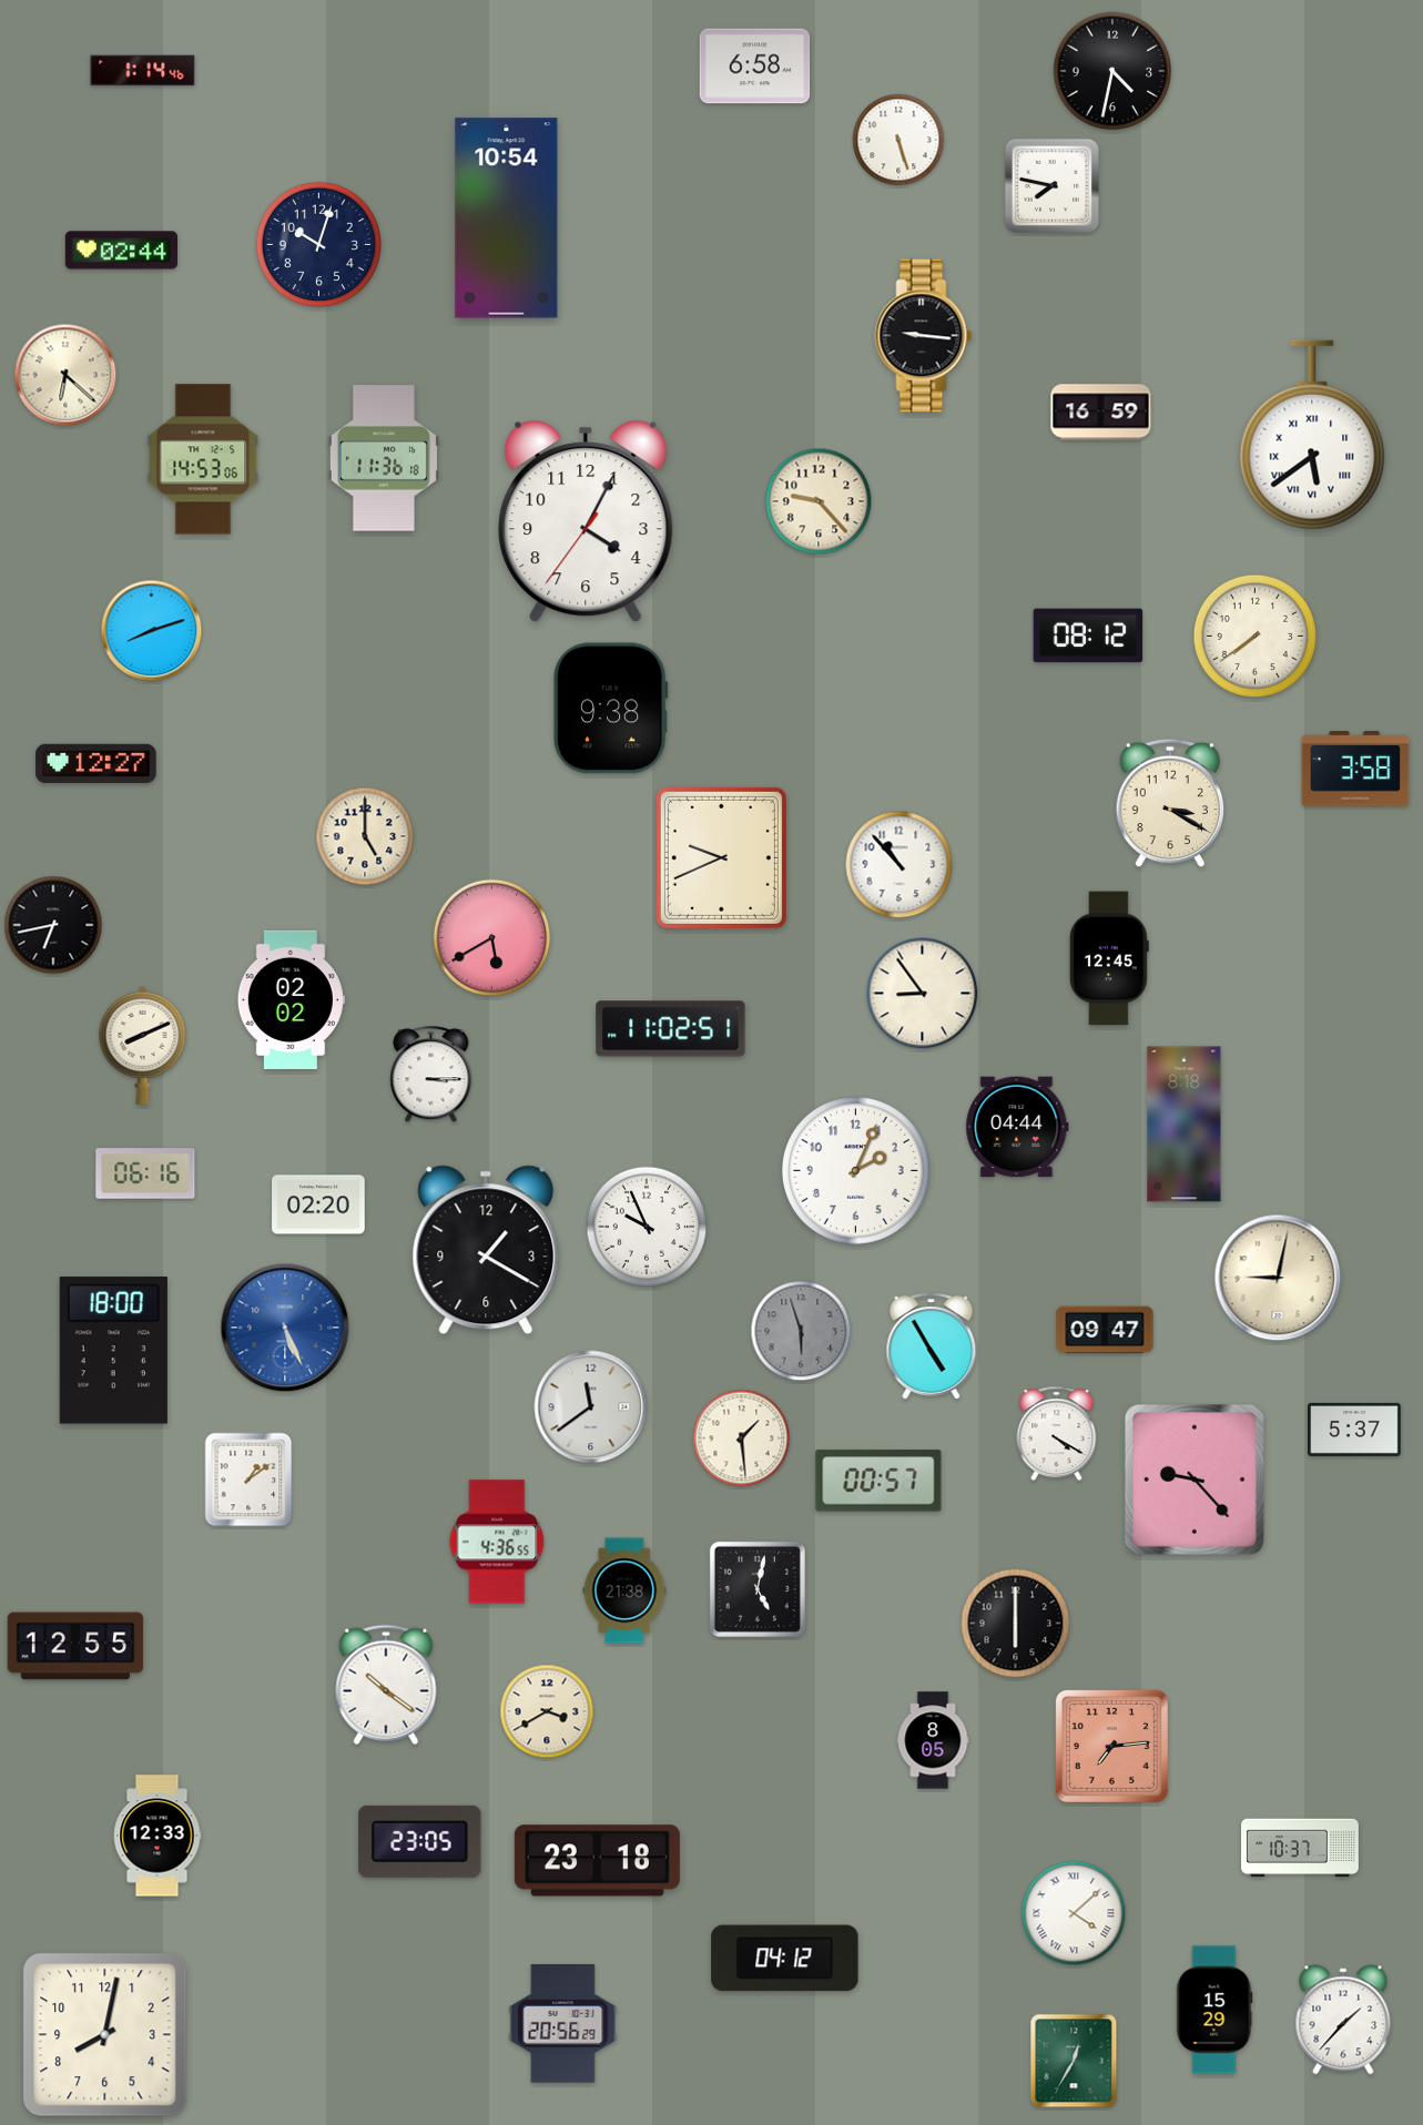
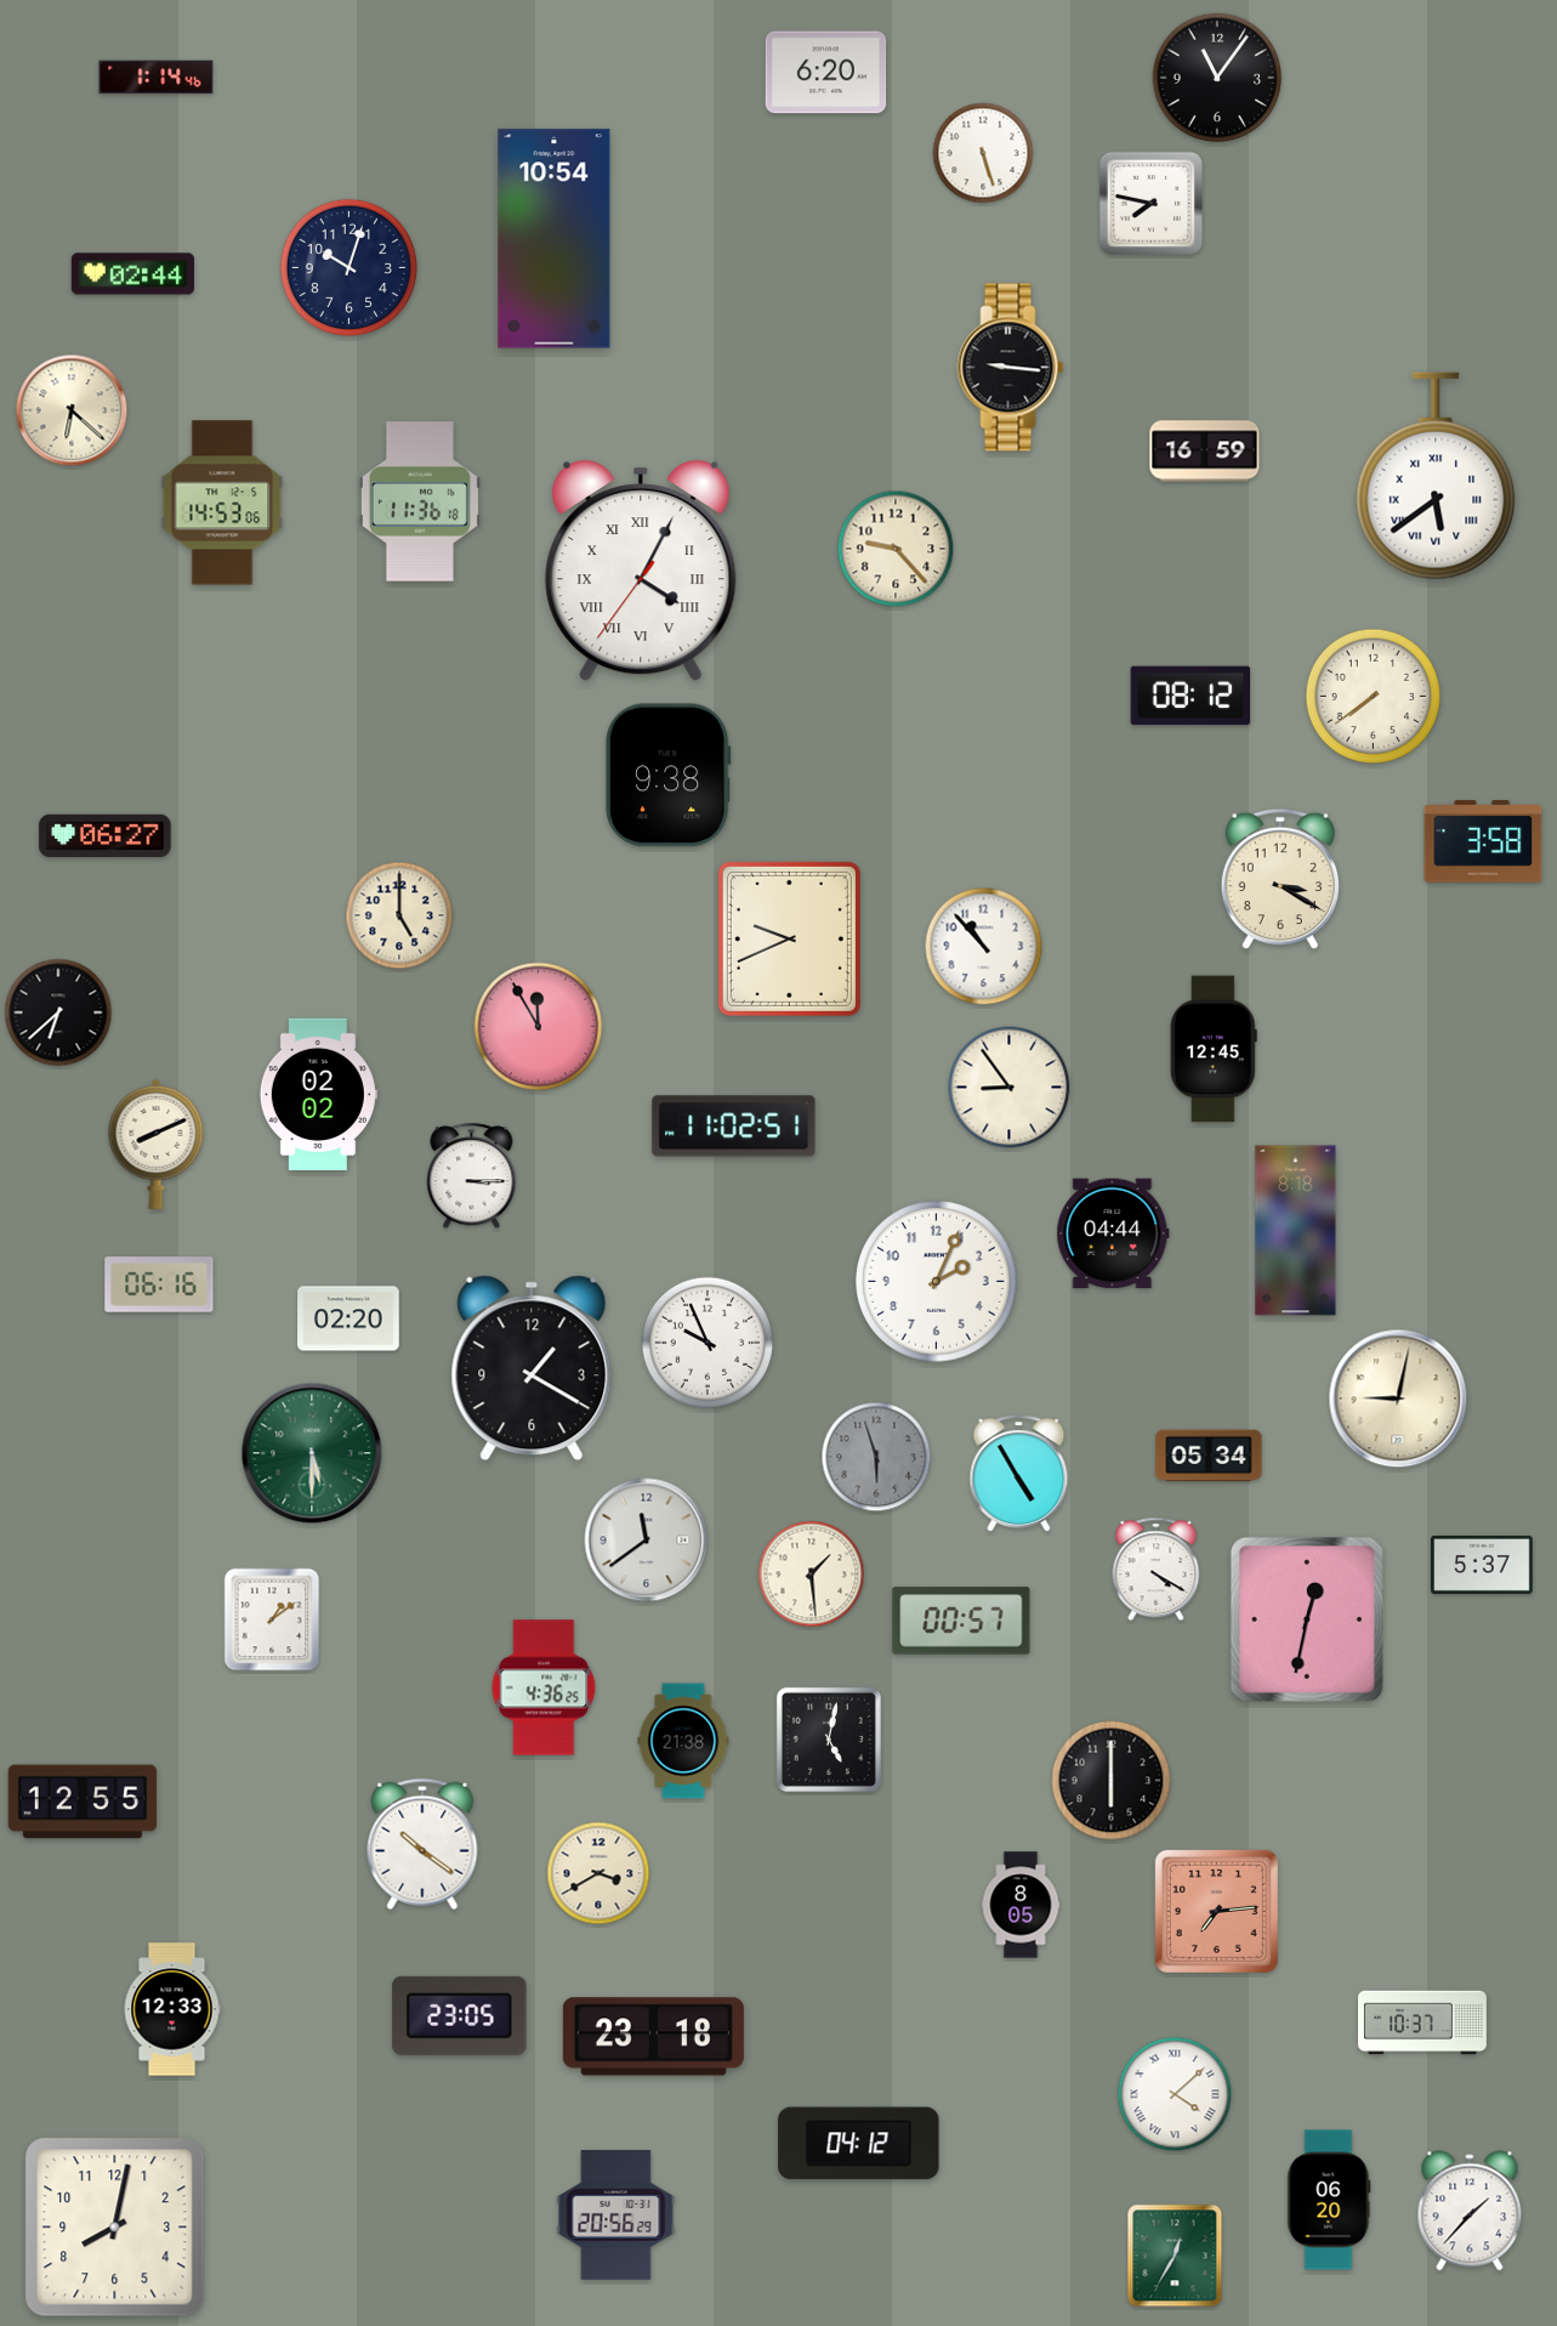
clock at (755, 67): 6:58 -> 6:20
clock at (1112, 71): 4:32 -> 11:06
clock at (586, 521) numerals: Arabic -> Roman
clock at (152, 631): 8:12 -> none
clock at (96, 763): 12:27 -> 06:27
clock at (53, 925): 6:43 -> 6:38
clock at (492, 938): 5:40 -> 11:55
clock at (285, 1328): 5:26 -> 5:30
clock at (285, 1328) dial: blue -> green
clock at (1105, 1330): 09:47 -> 05:34
clock at (113, 1351): 18:00 -> none
clock at (1195, 1480): 9:23 -> 12:32
clock at (497, 1542): 4:36:55 -> 4:36:25
clock at (1016, 1624) position: (1016, 1624) -> (1112, 1781)
clock at (1214, 2010): 15:29 -> 06:20
